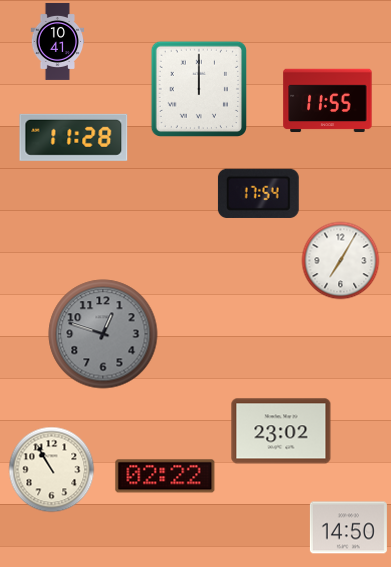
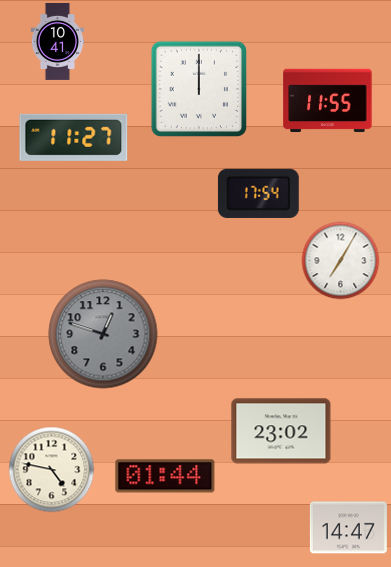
clock at (74, 137): 11:28 -> 11:27
clock at (51, 469): 10:55 -> 4:47
clock at (165, 476): 02:22 -> 01:44
clock at (348, 528): 14:50 -> 14:47
